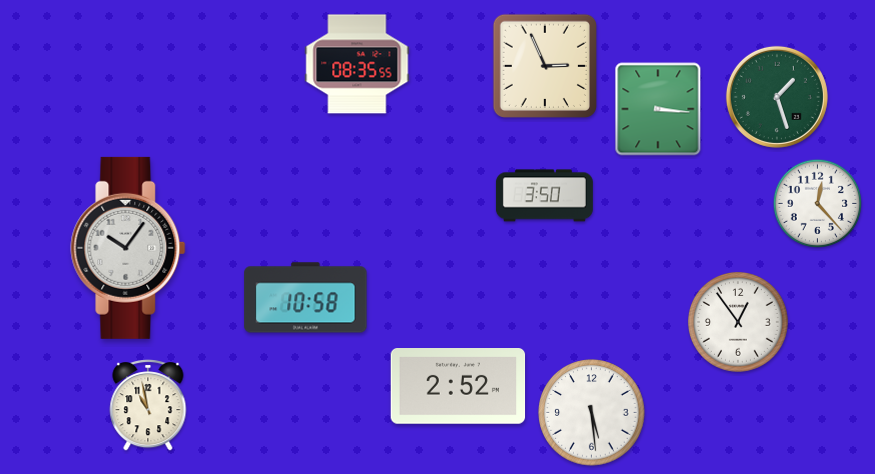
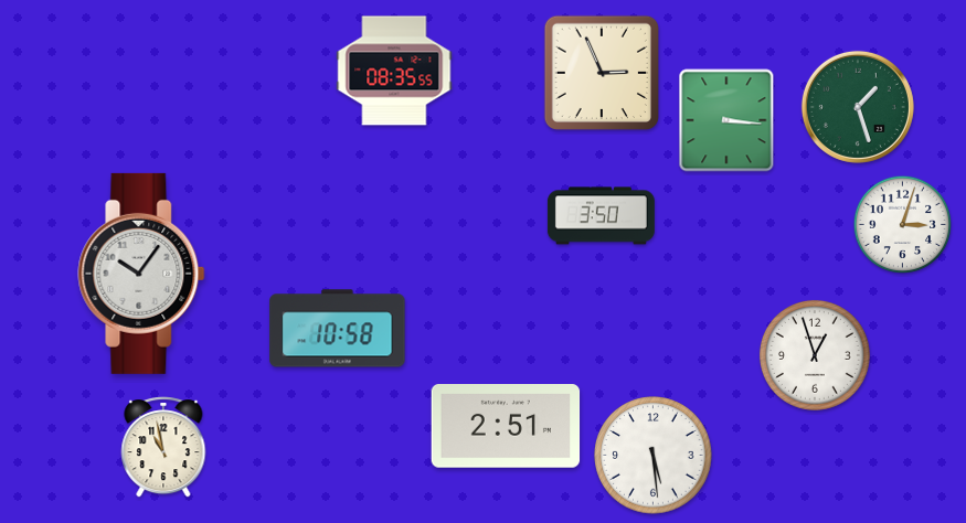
clock at (817, 203): 12:23 -> 3:03
clock at (738, 322): 12:54 -> 12:57
clock at (458, 387): 2:52 -> 2:51
